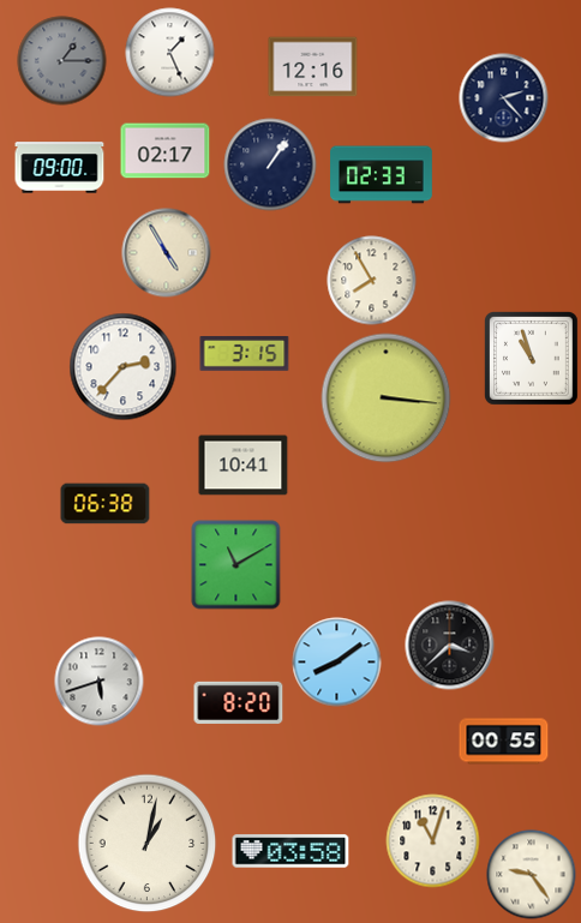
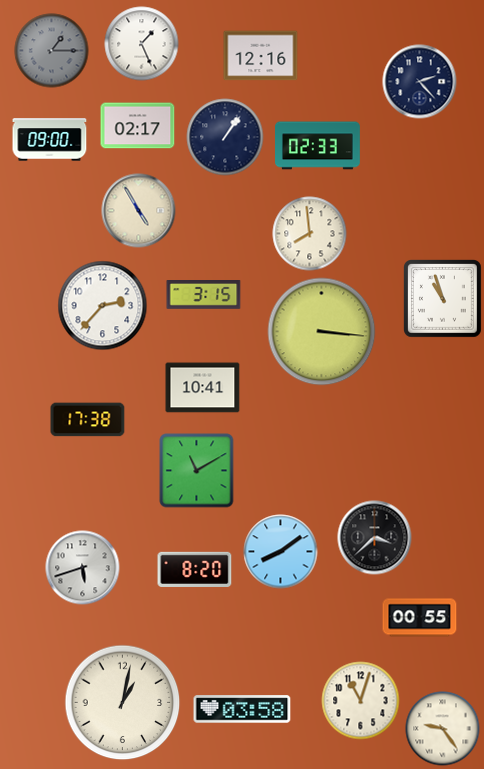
clock at (372, 281): 7:55 -> 7:59
clock at (106, 504): 06:38 -> 17:38
clock at (239, 702) position: (239, 702) -> (195, 569)
